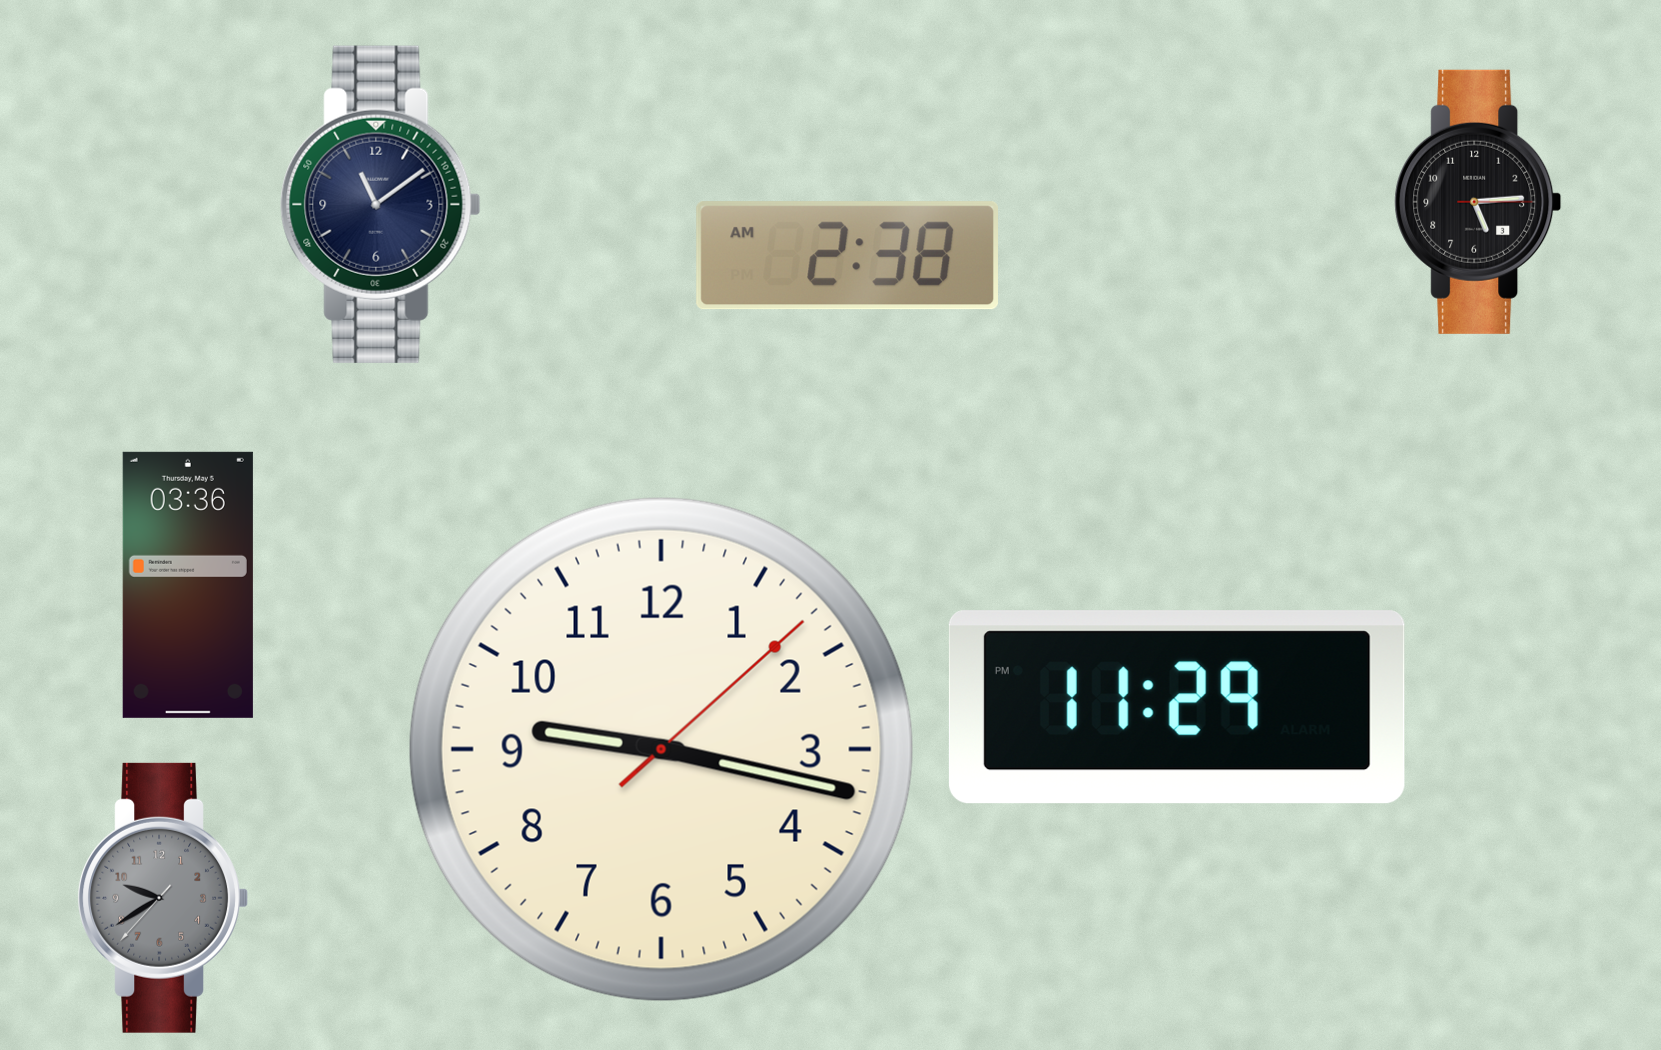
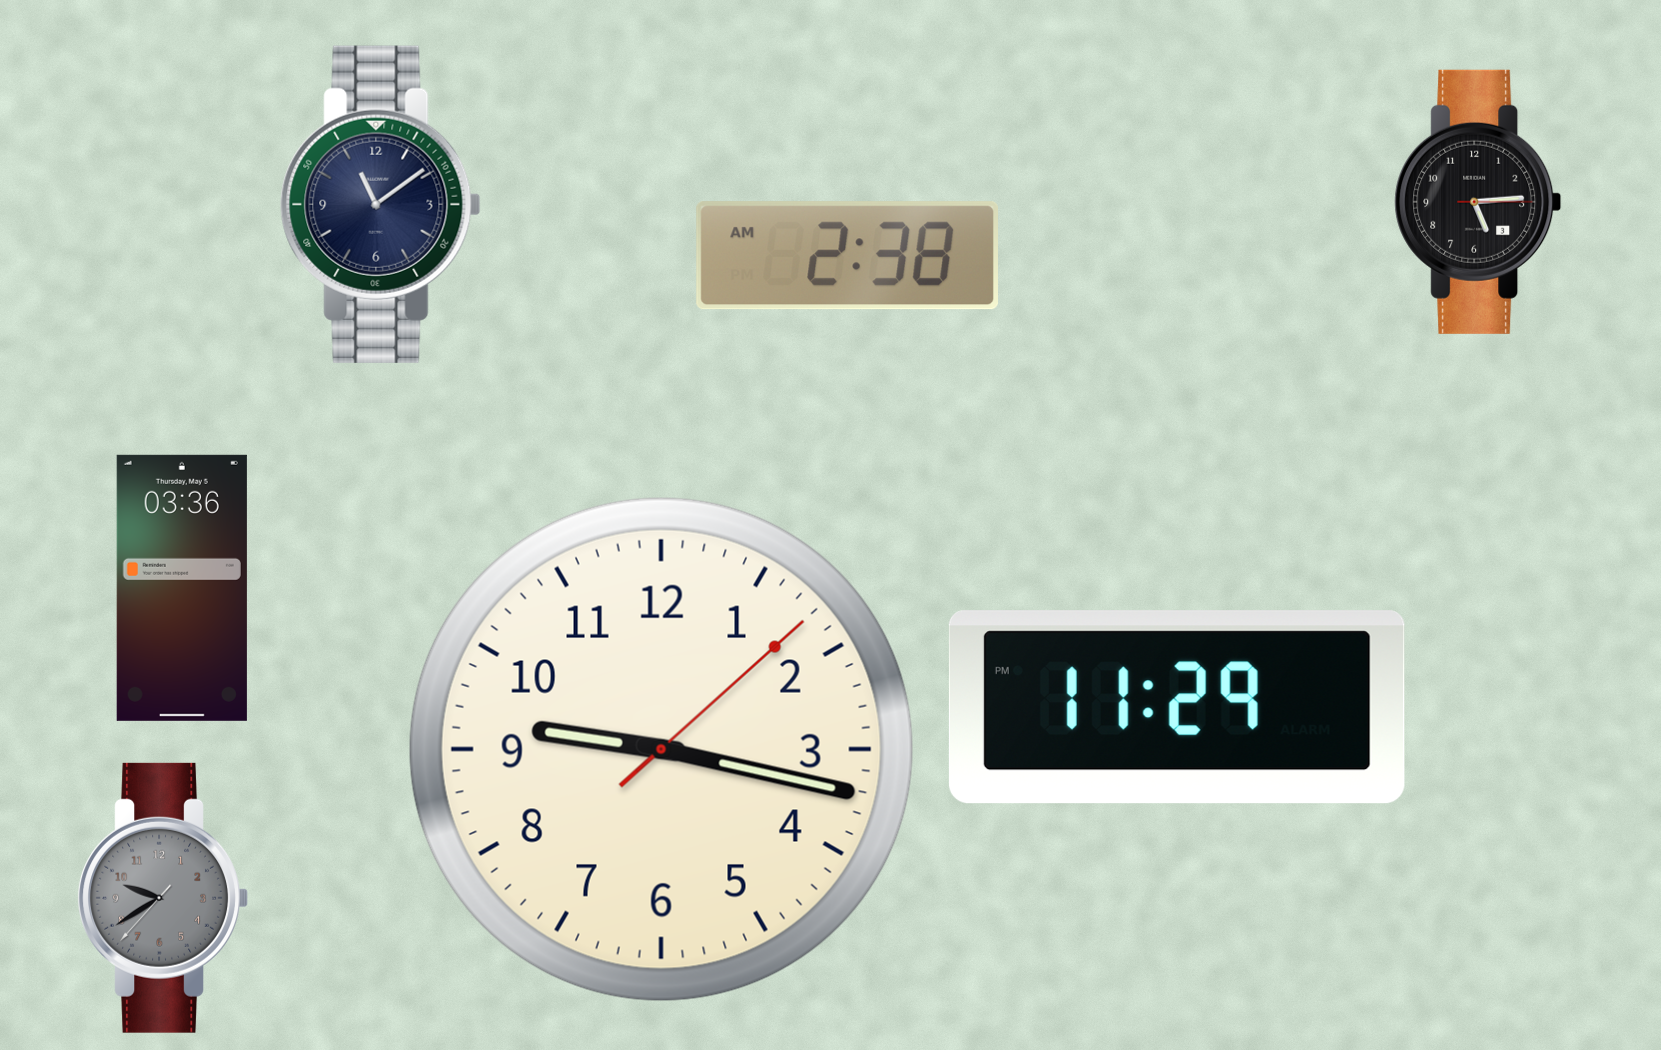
clock at (188, 585) position: (188, 585) -> (182, 588)
